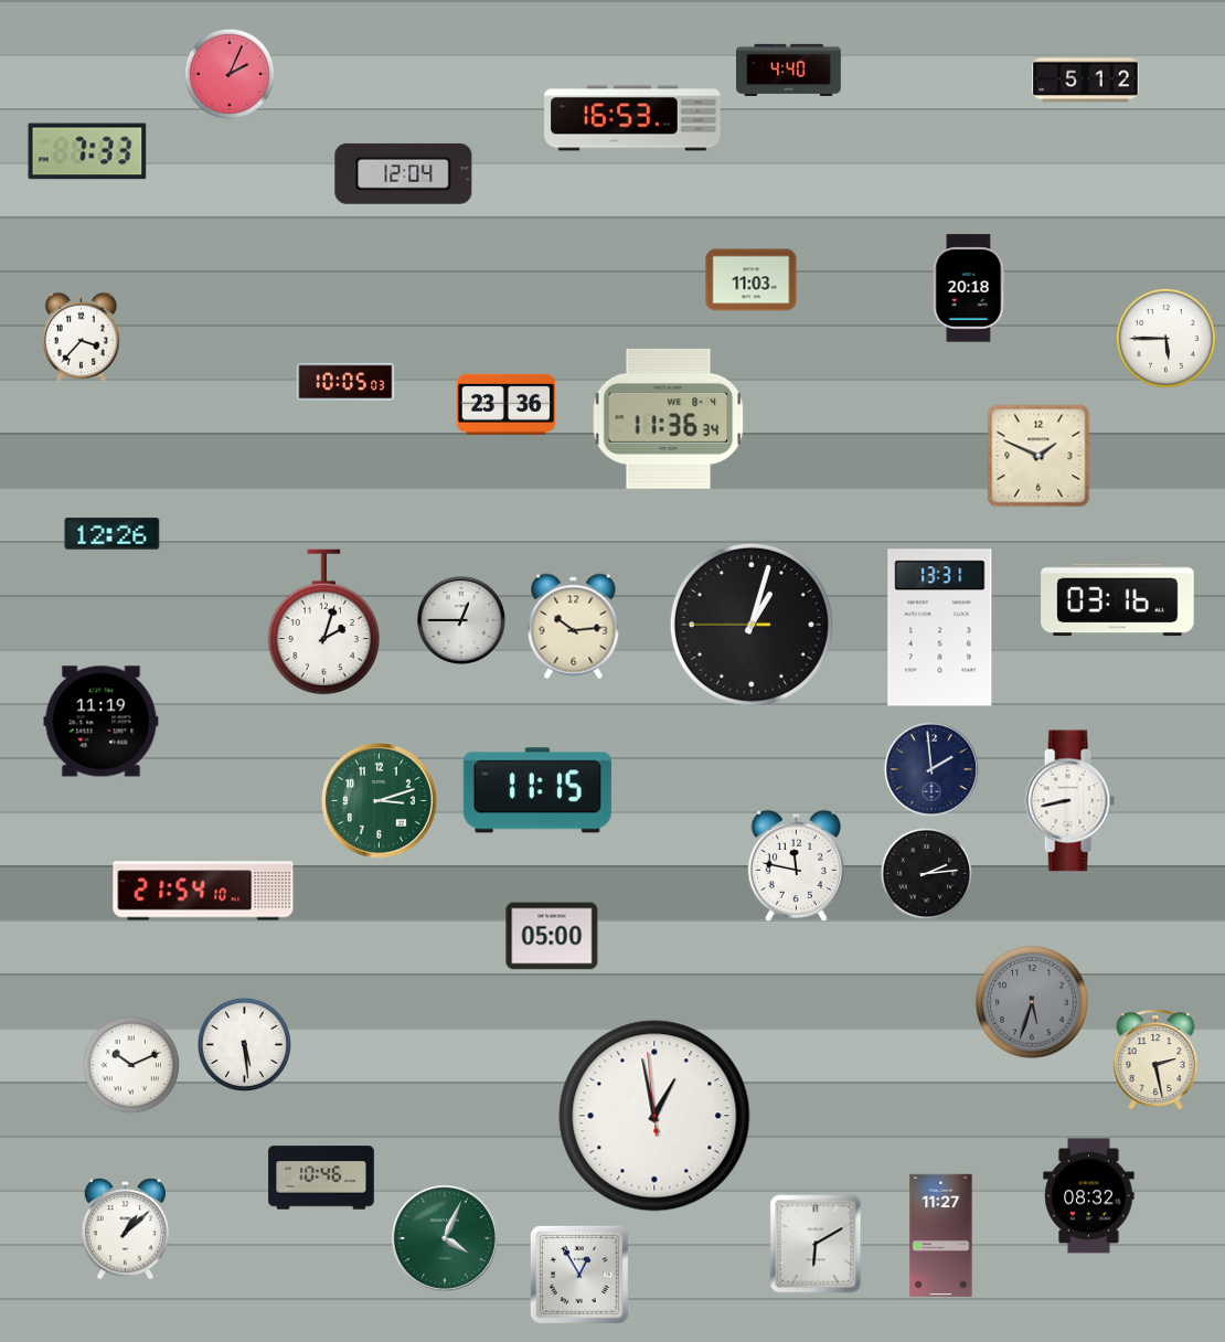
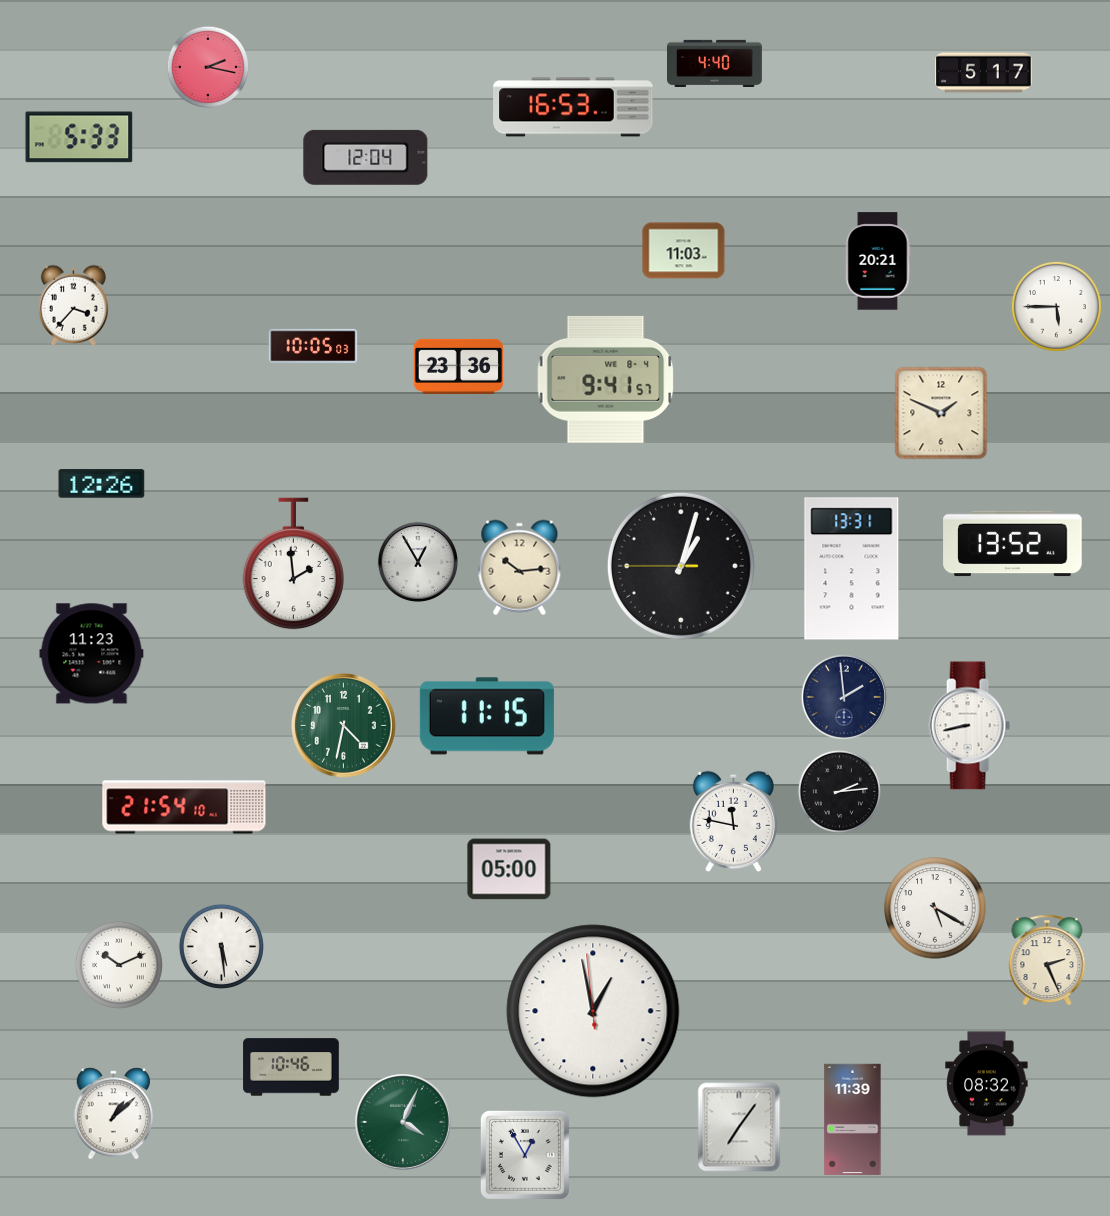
clock at (230, 74): 2:04 -> 2:17
clock at (1086, 81): 5:12 -> 5:17
clock at (87, 151): 7:33 -> 5:33
clock at (752, 280) position: (752, 280) -> (684, 251)
clock at (969, 288): 20:18 -> 20:21
clock at (669, 418): 11:36 -> 9:41
clock at (1118, 600): 03:16 -> 13:52
clock at (461, 620): 12:45 -> 12:55
clock at (324, 622): 2:03 -> 1:59
clock at (102, 722): 11:19 -> 11:23
clock at (380, 801): 3:12 -> 4:32
clock at (796, 866) position: (796, 866) -> (733, 822)
clock at (552, 936) position: (552, 936) -> (509, 869)
clock at (1032, 1002): 5:33 -> 5:20
clock at (1032, 1002) dial: grey -> white
clock at (1155, 1059): 2:28 -> 2:26
clock at (941, 1236): 11:27 -> 11:39
clock at (816, 1244): 6:10 -> 7:06
